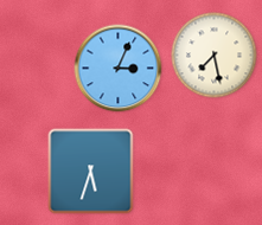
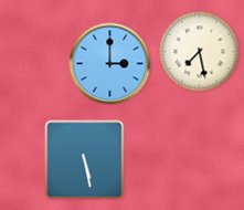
clock at (119, 69): 3:04 -> 3:00
clock at (91, 172): 5:33 -> 5:28
